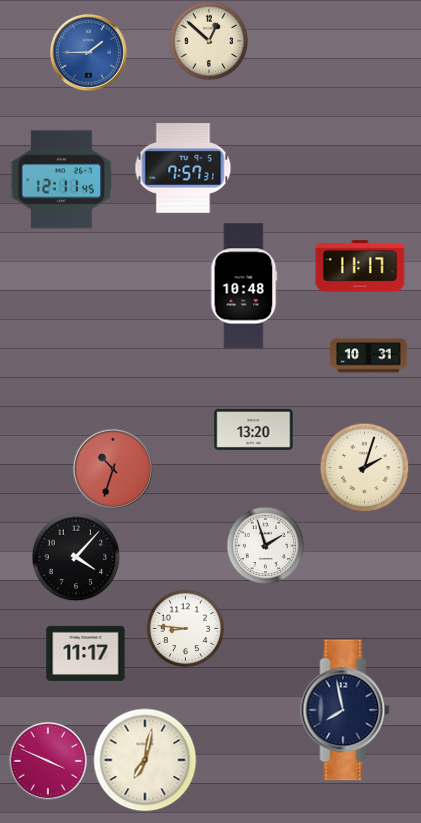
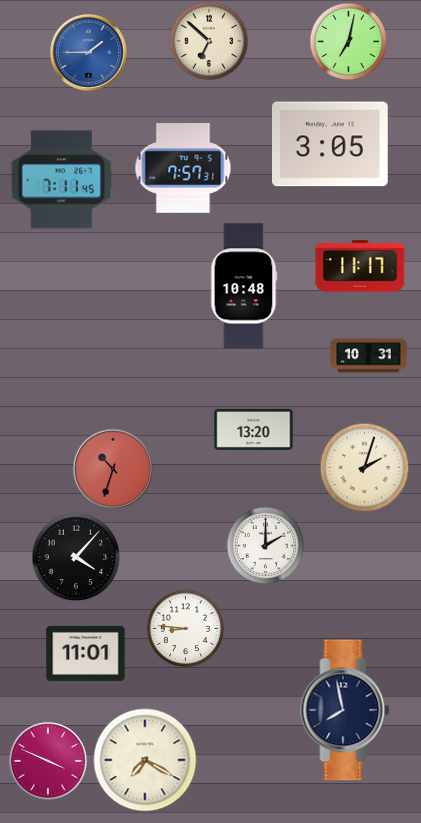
clock at (209, 41): 12:52 -> 6:52
clock at (348, 41): none -> 7:02
clock at (331, 144): none -> 3:05
clock at (62, 180): 12:11 -> 7:11
clock at (265, 545): 1:57 -> 2:00
clock at (86, 653): 11:17 -> 11:01
clock at (145, 760): 7:02 -> 7:20
